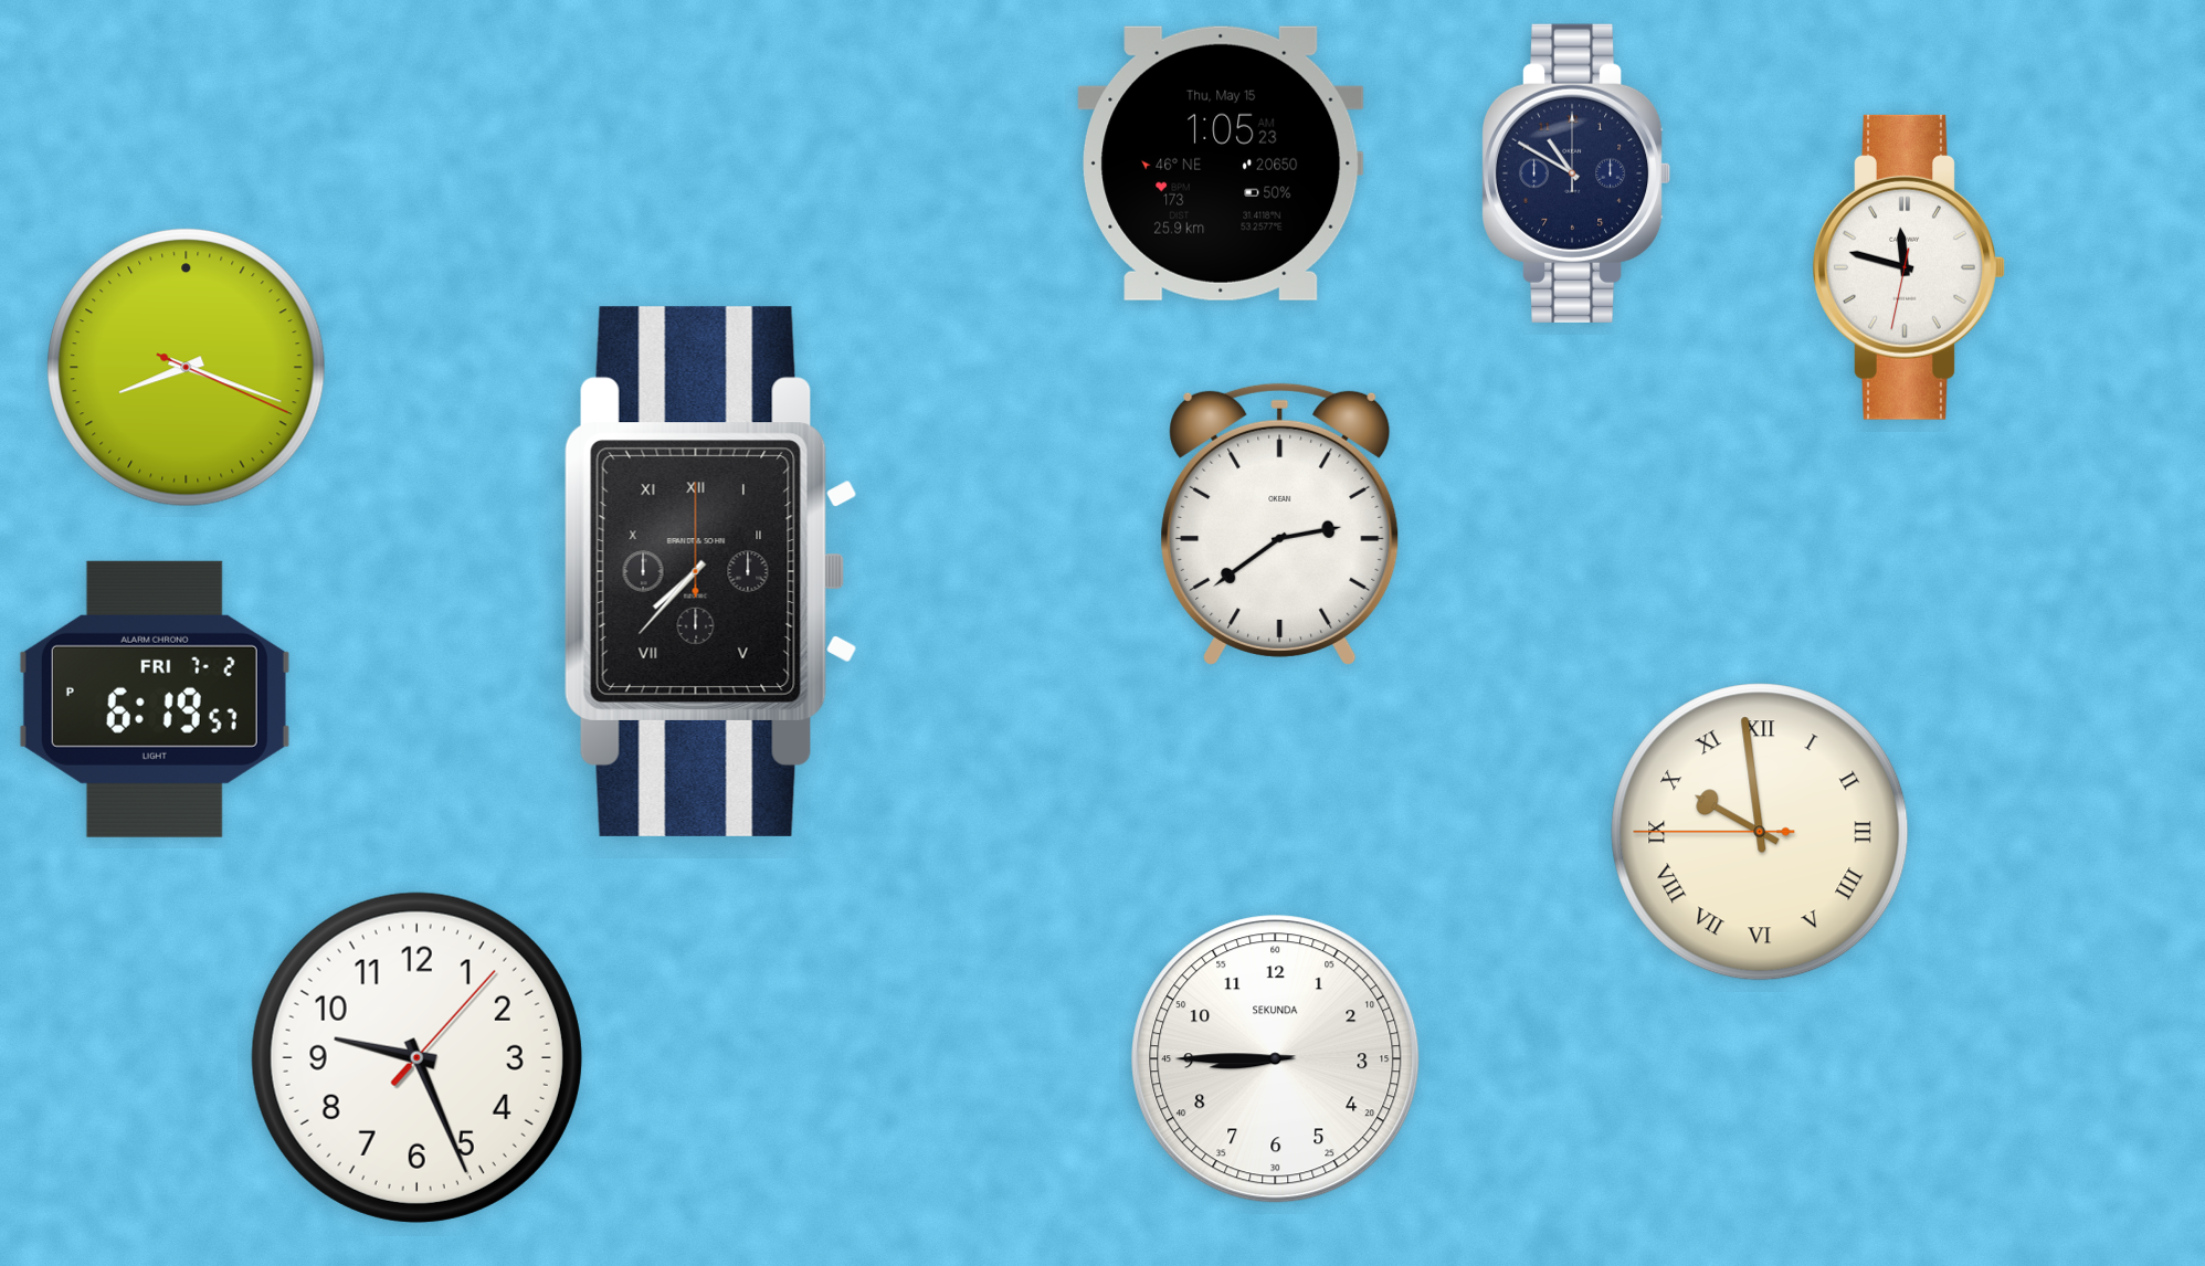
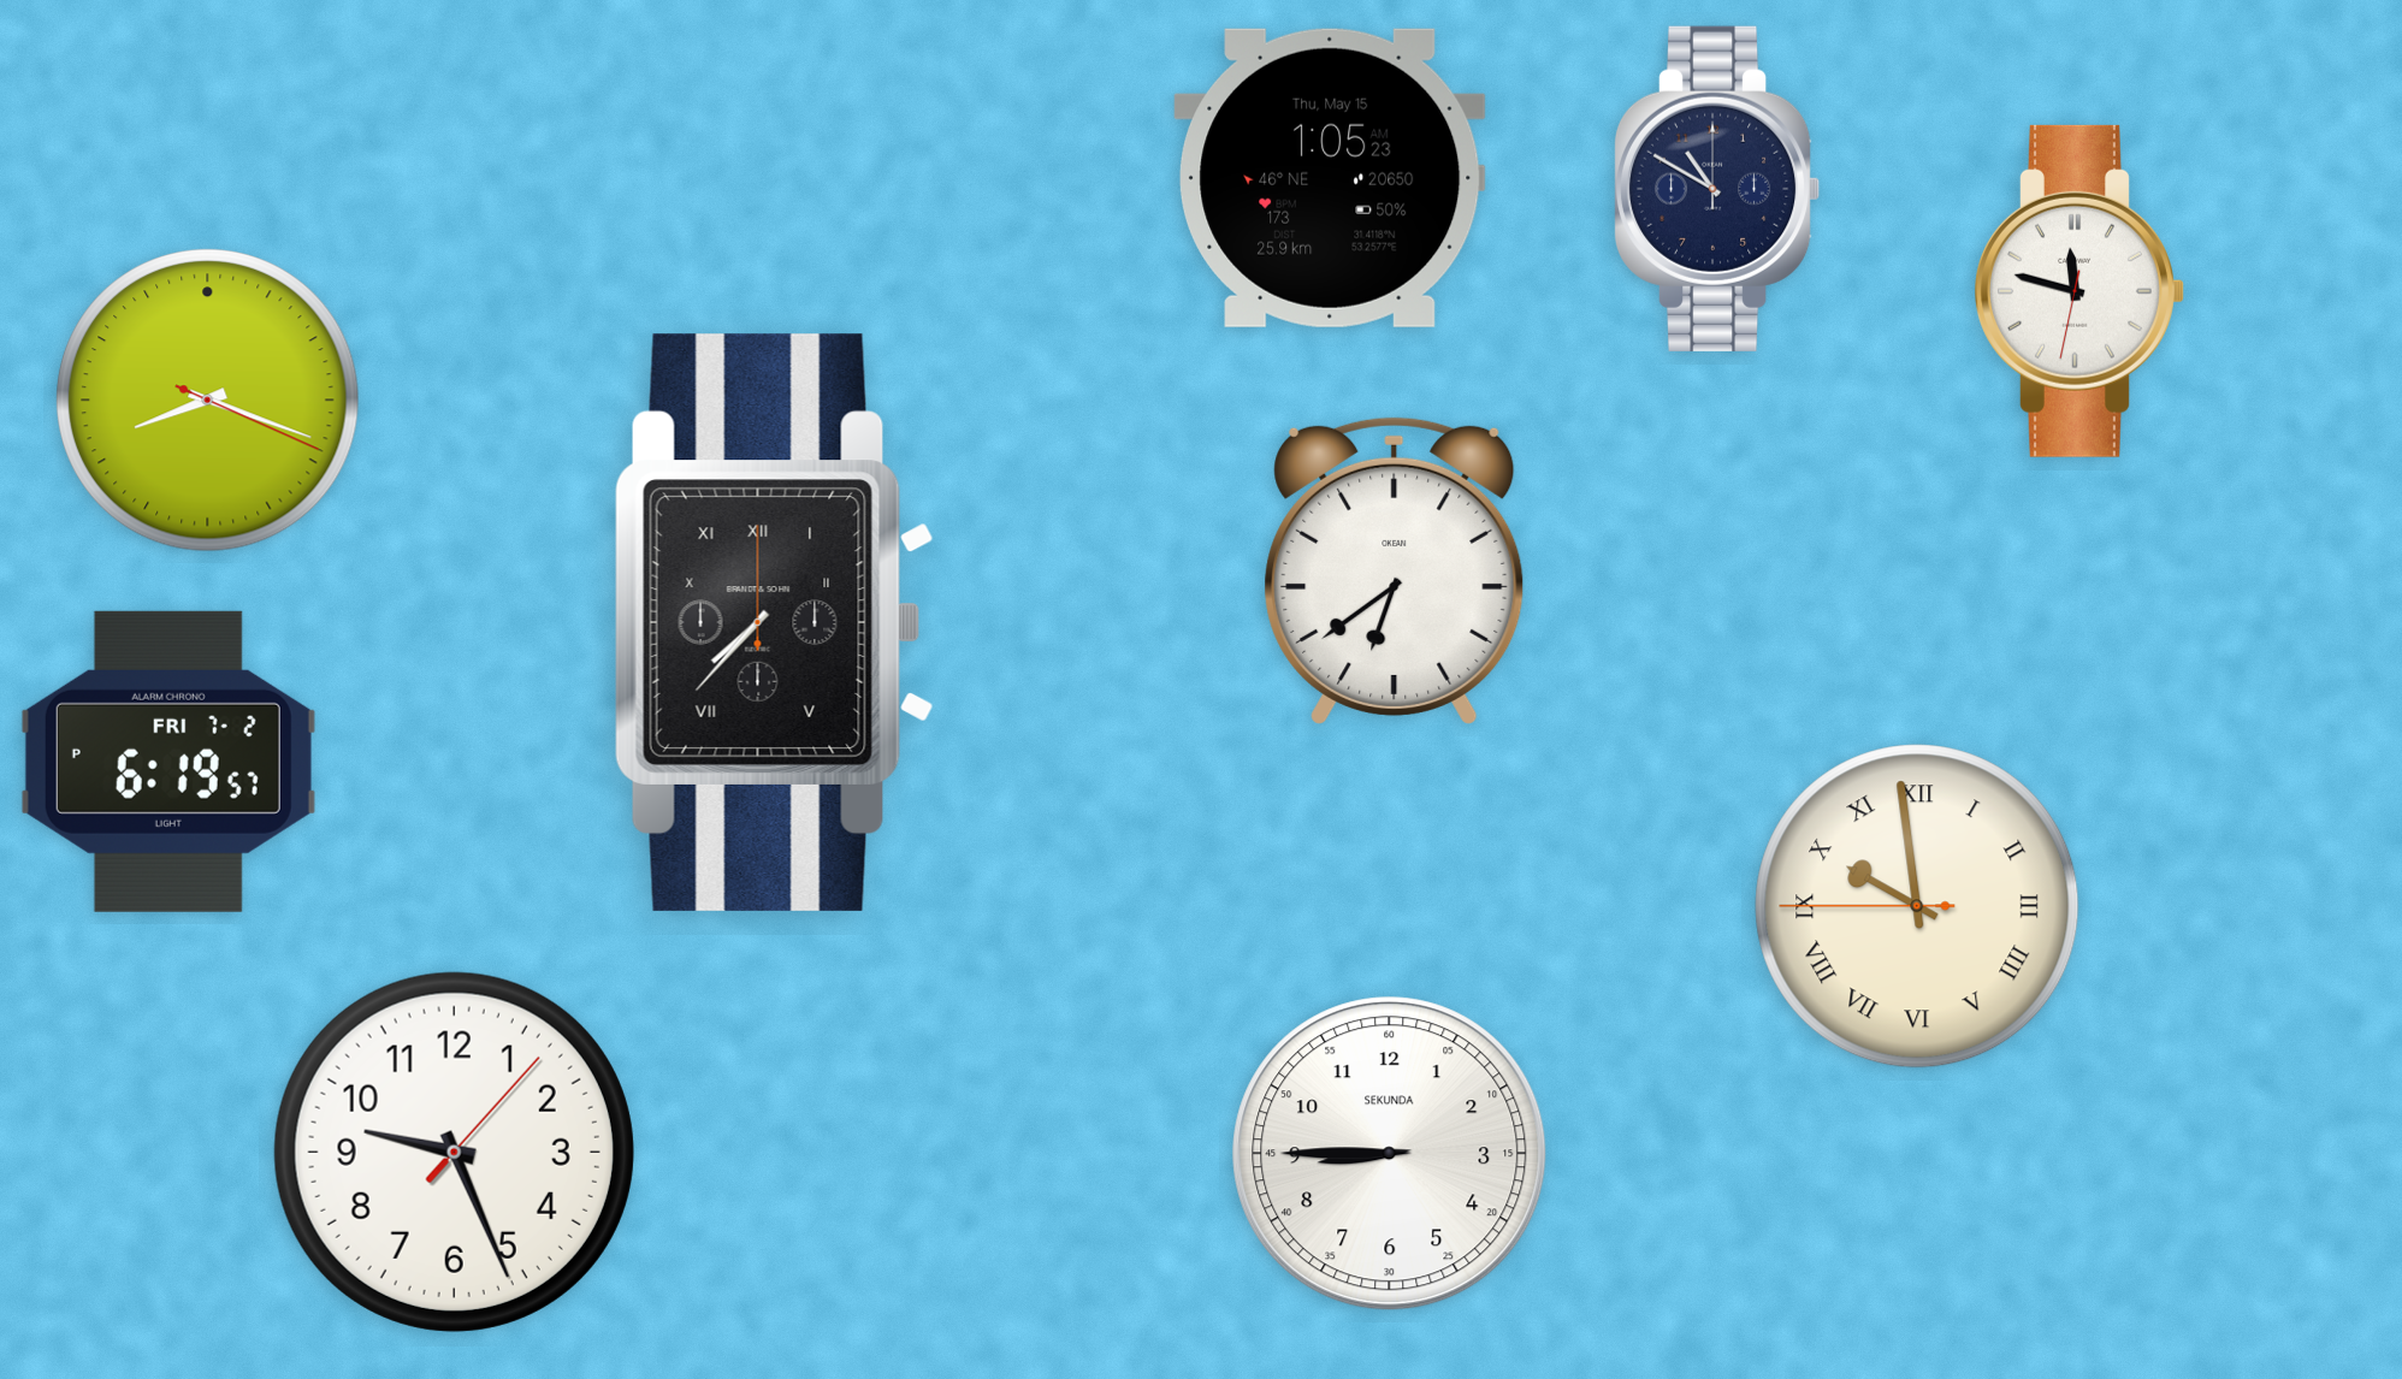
clock at (187, 368) position: (187, 368) -> (208, 401)
clock at (1280, 524): 2:39 -> 6:39
